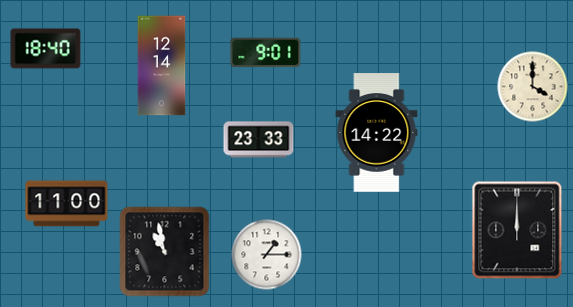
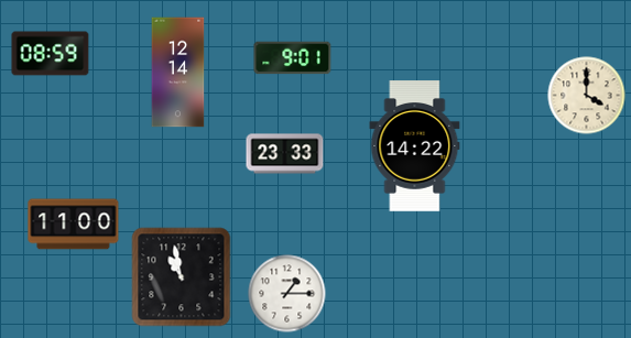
clock at (46, 49): 18:40 -> 08:59
clock at (517, 230): 12:00 -> none
clock at (267, 255) position: (267, 255) -> (287, 294)
